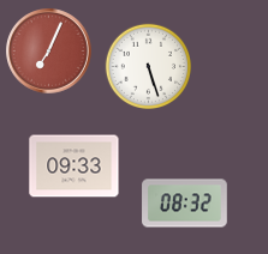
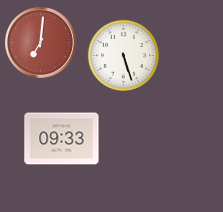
clock at (49, 52): 7:04 -> 7:01
clock at (185, 204): 08:32 -> none
